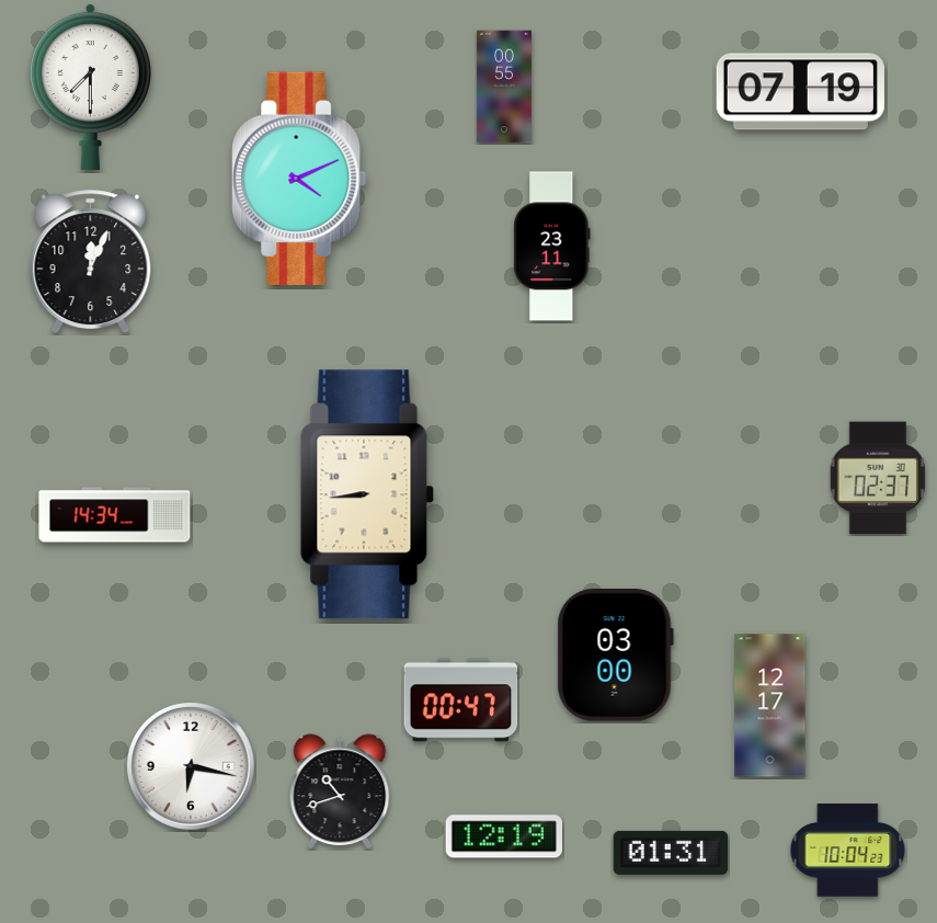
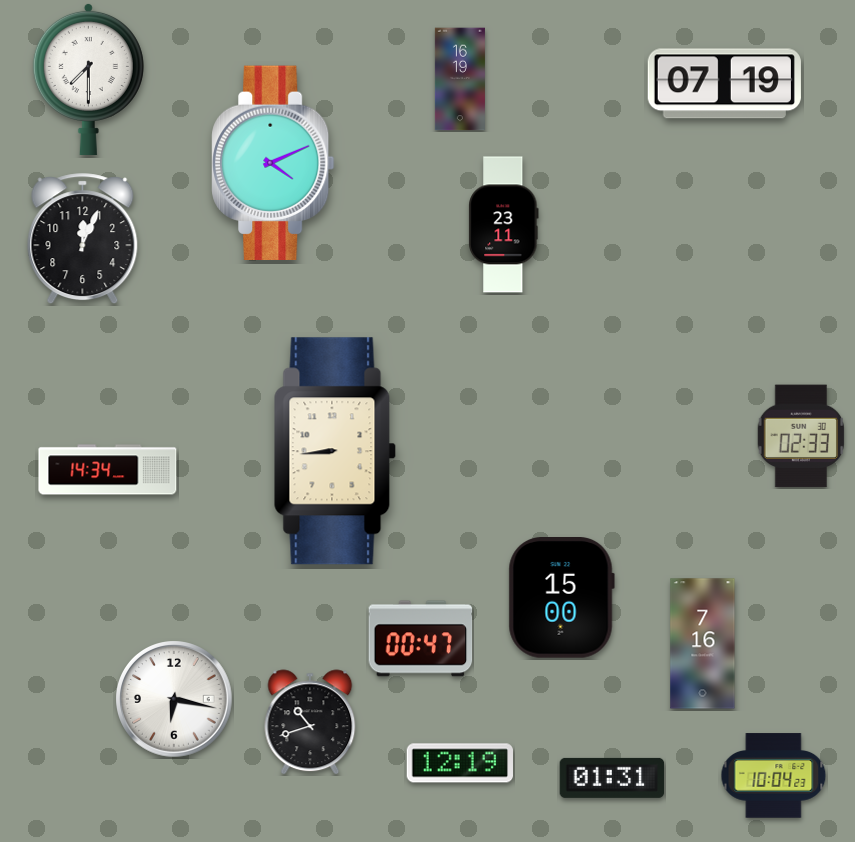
clock at (90, 86) position: (90, 86) -> (88, 78)
clock at (504, 87): 00:55 -> 16:19
clock at (800, 92) position: (800, 92) -> (724, 84)
clock at (878, 478): 02:37 -> 02:33
clock at (115, 515) position: (115, 515) -> (108, 470)
clock at (615, 656): 03:00 -> 15:00
clock at (770, 706): 12:17 -> 7:16
